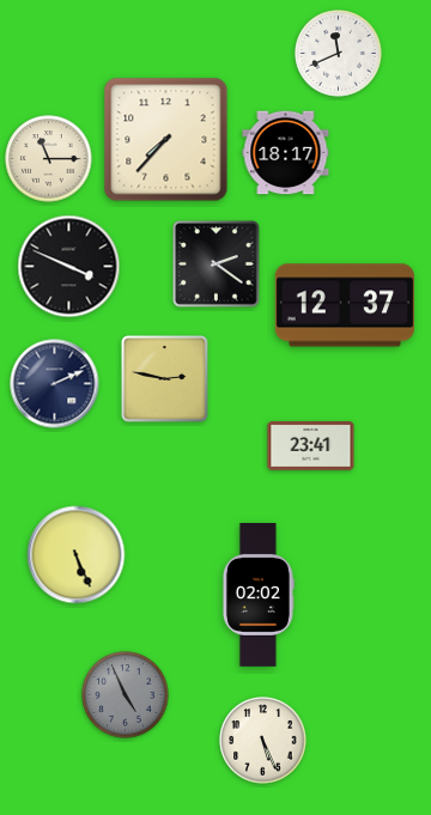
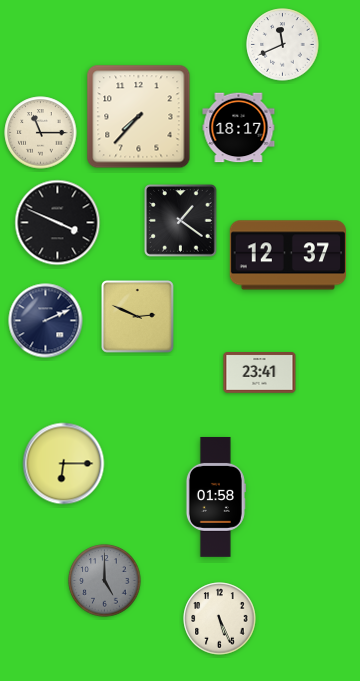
clock at (217, 264): 2:21 -> 1:21
clock at (165, 379): 2:47 -> 2:49
clock at (77, 555): 5:26 -> 6:15
clock at (257, 595): 02:02 -> 01:58
clock at (126, 695): 4:56 -> 5:00
